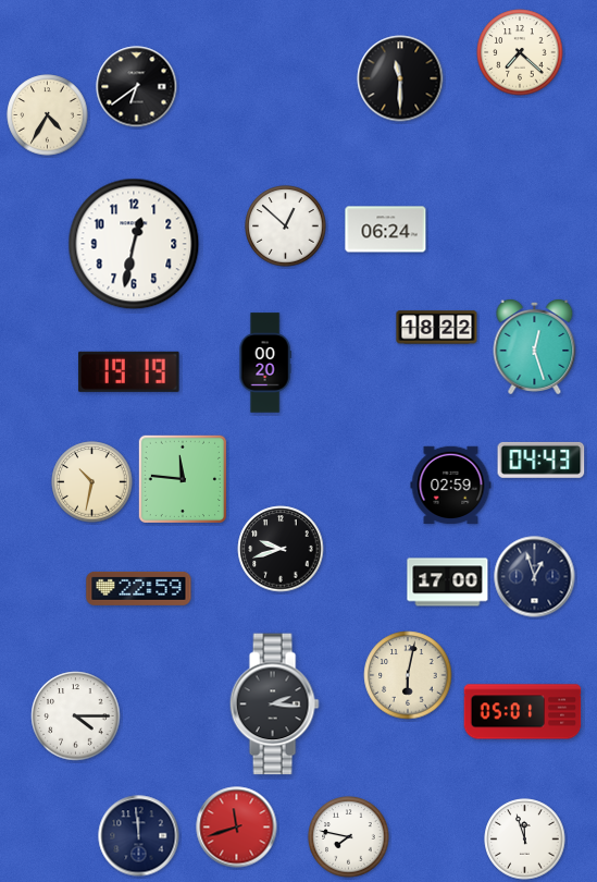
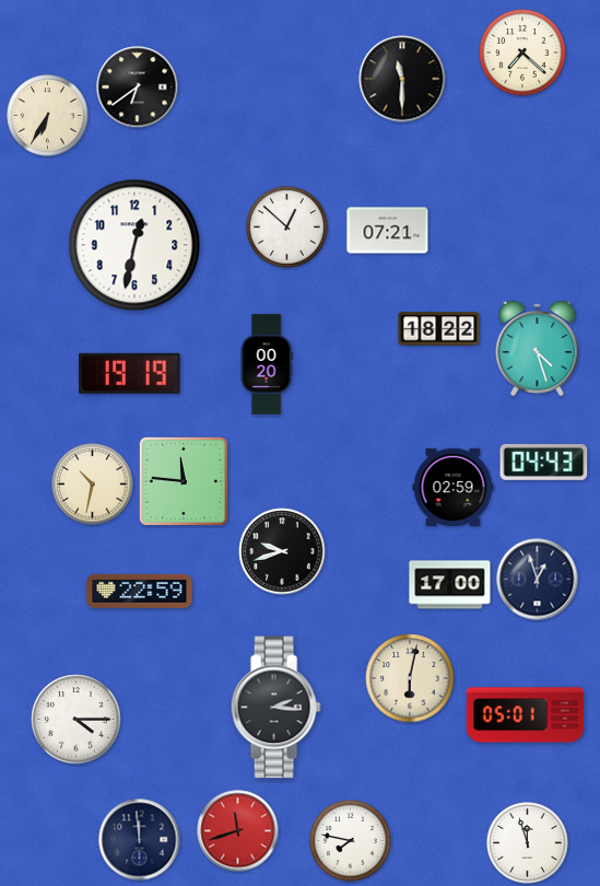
clock at (48, 115): 4:35 -> 6:35
clock at (386, 230): 06:24 -> 07:21
clock at (535, 346): 12:27 -> 4:27
